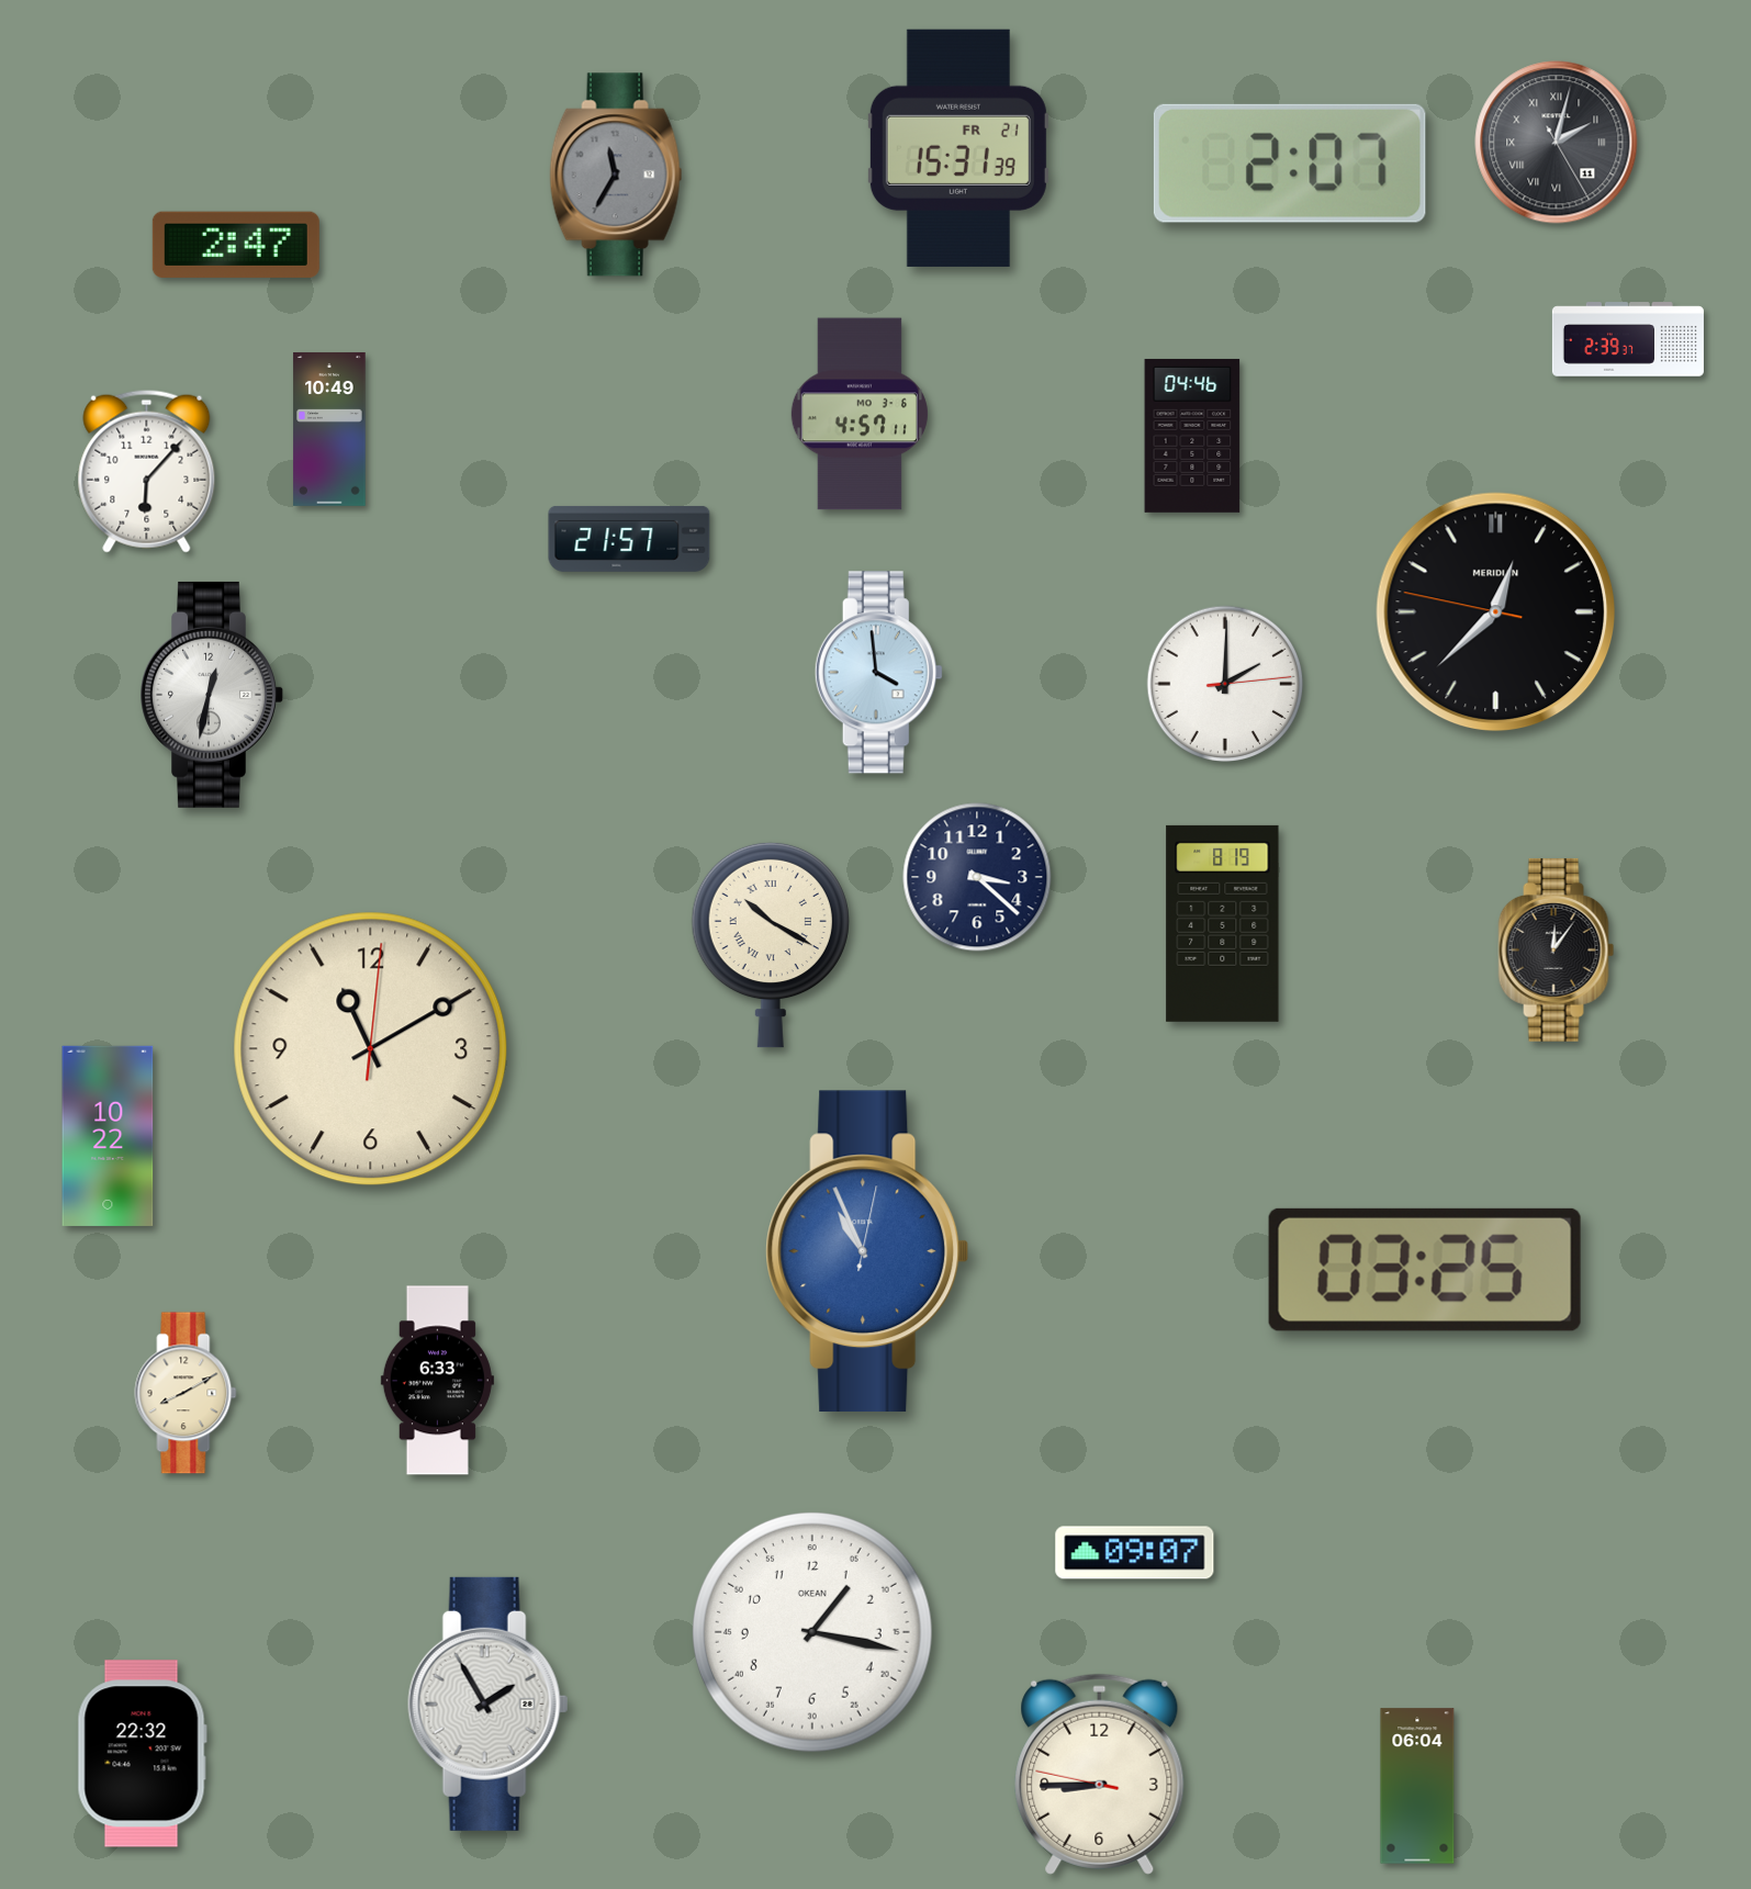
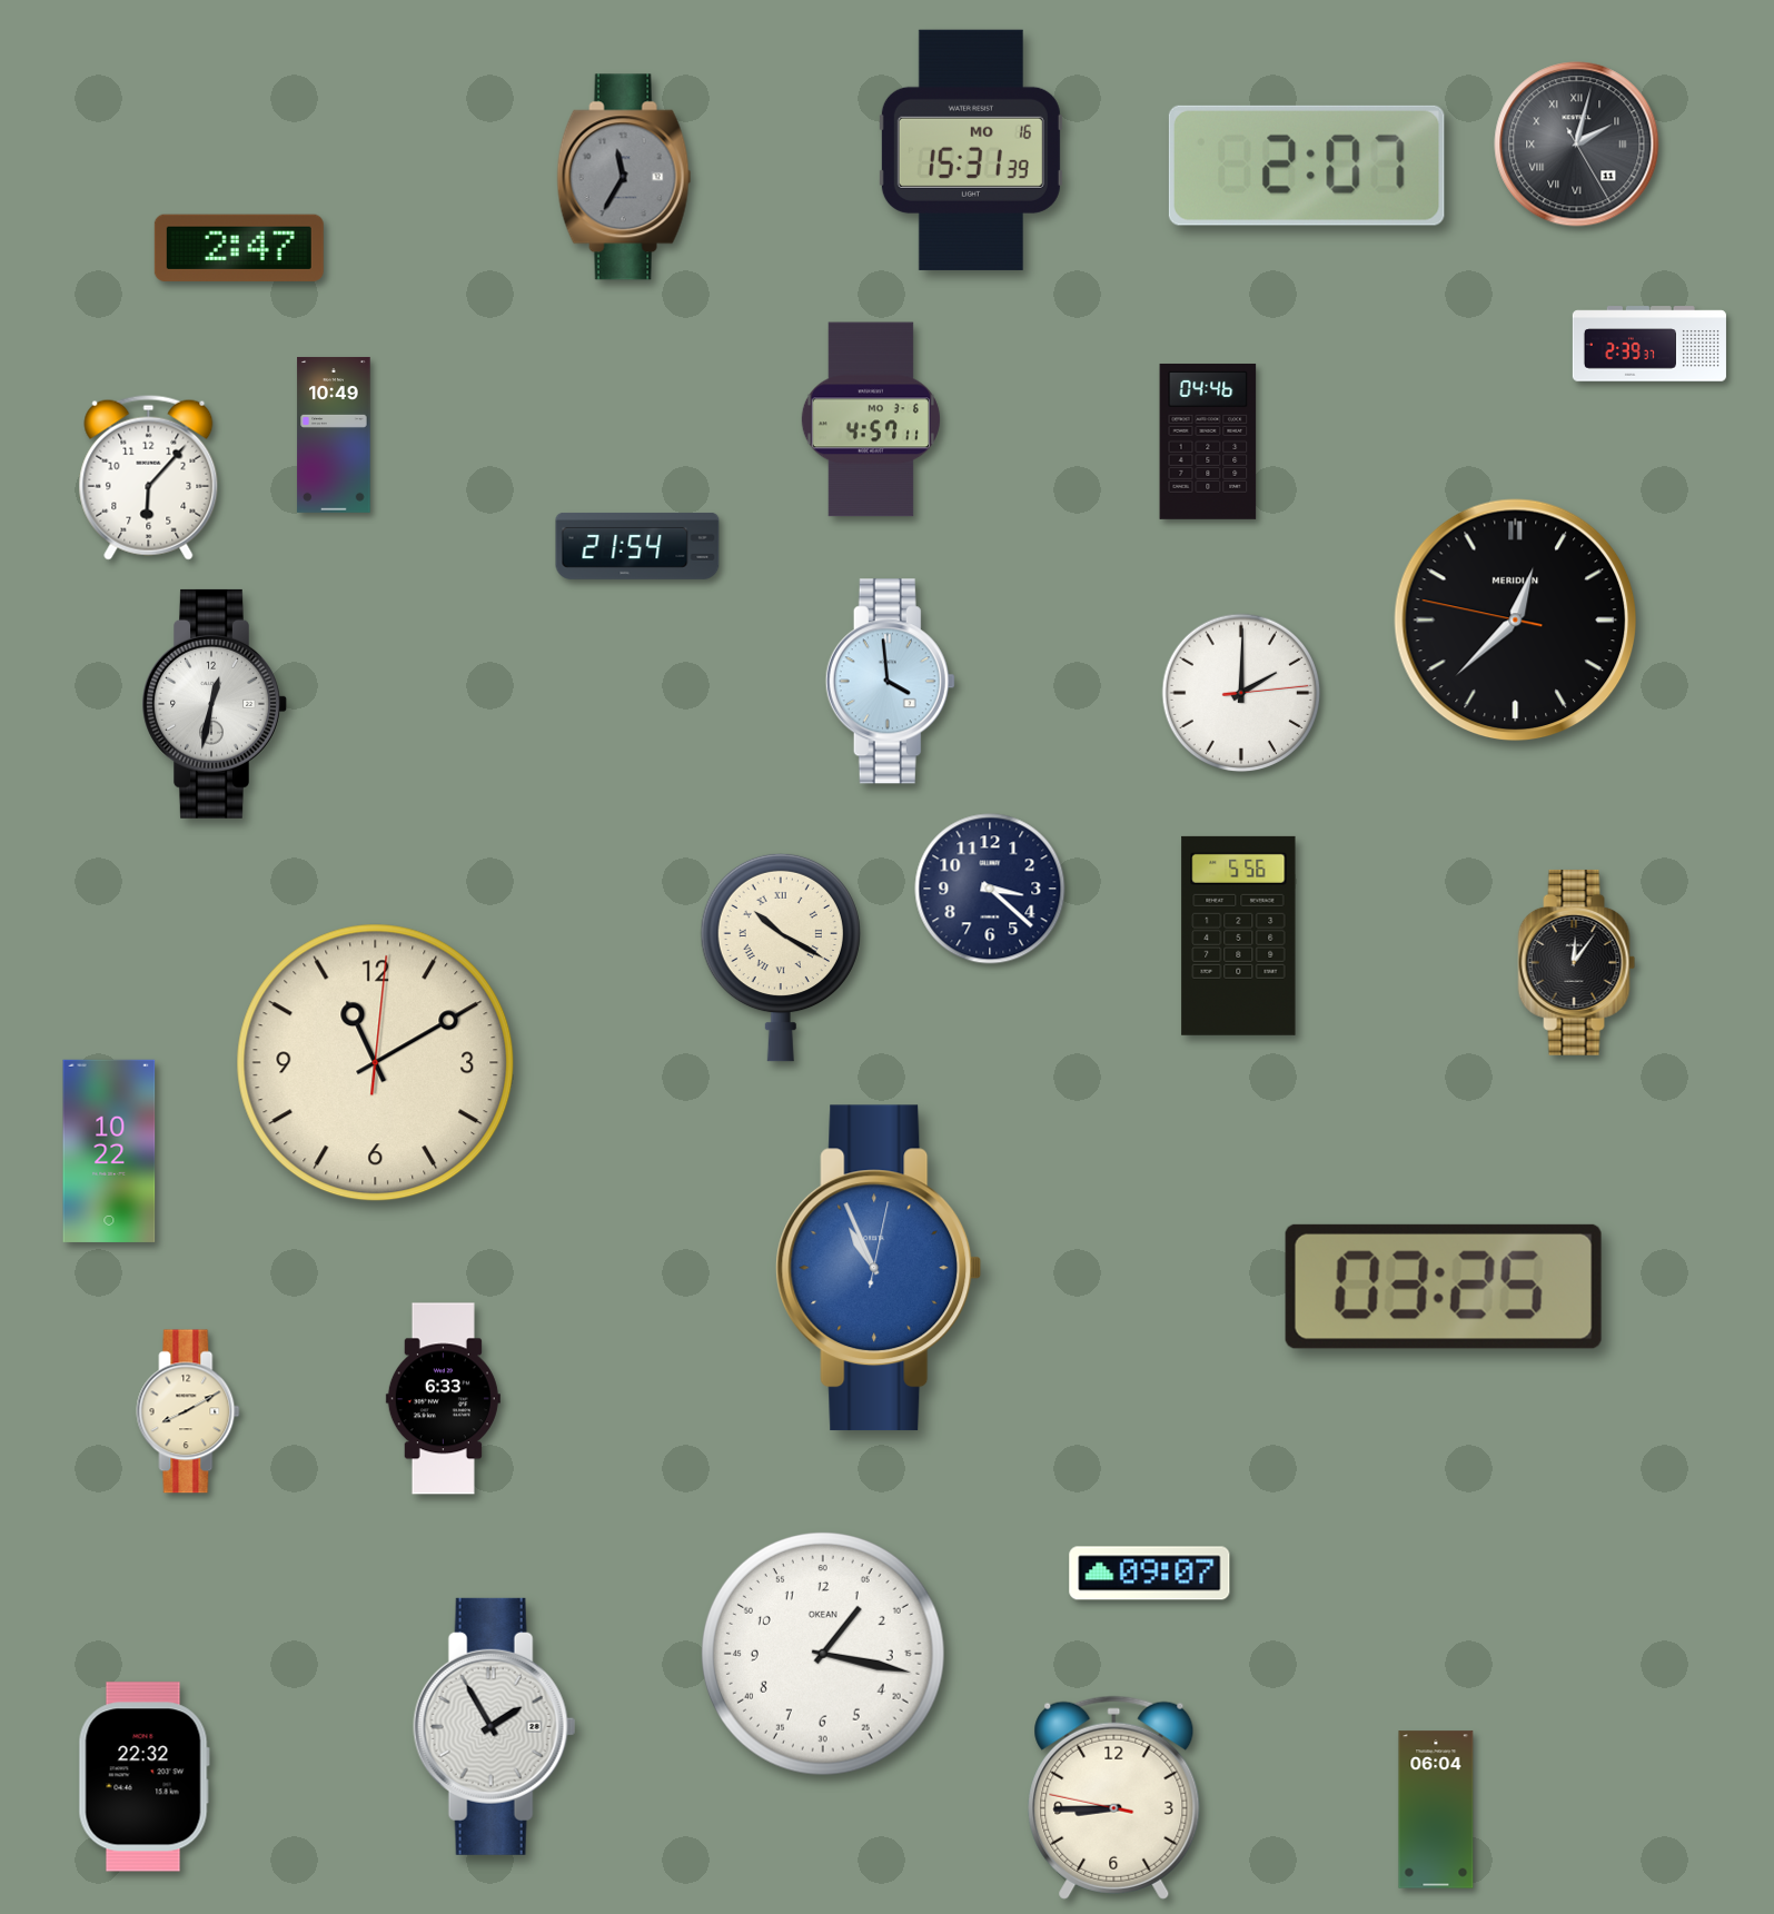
clock at (958, 148) date: FR 21 -> MO 16
clock at (629, 539): 21:57 -> 21:54
clock at (1223, 923): 8:19 -> 5:56
